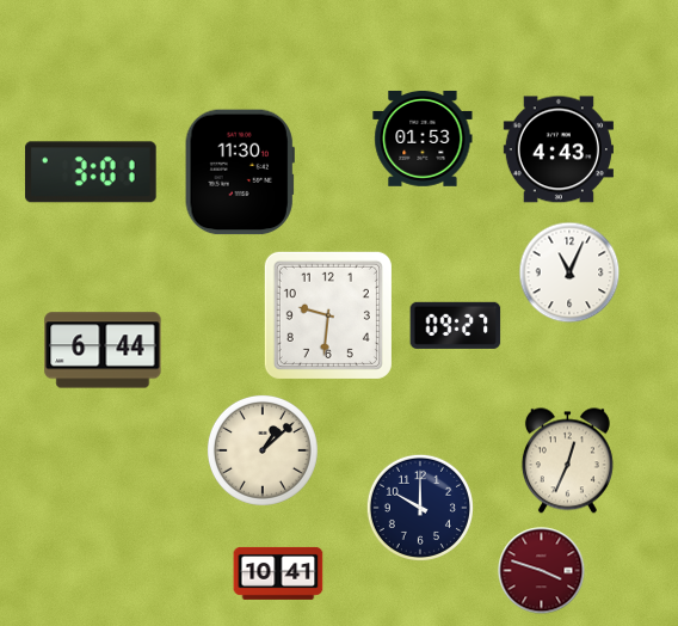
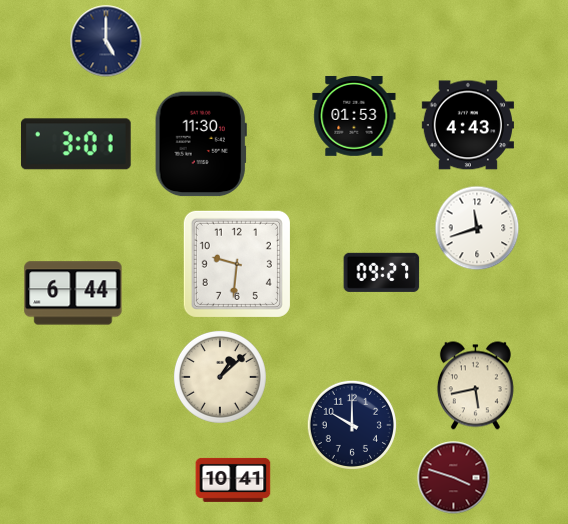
clock at (106, 41): none -> 5:00
clock at (569, 272): 11:04 -> 11:42
clock at (328, 315) position: (328, 315) -> (237, 264)
clock at (103, 350) position: (103, 350) -> (73, 293)
clock at (567, 461): 12:34 -> 5:43
